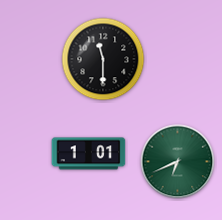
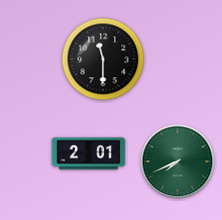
clock at (89, 154): 1:01 -> 2:01
clock at (178, 162): 6:41 -> 7:41
